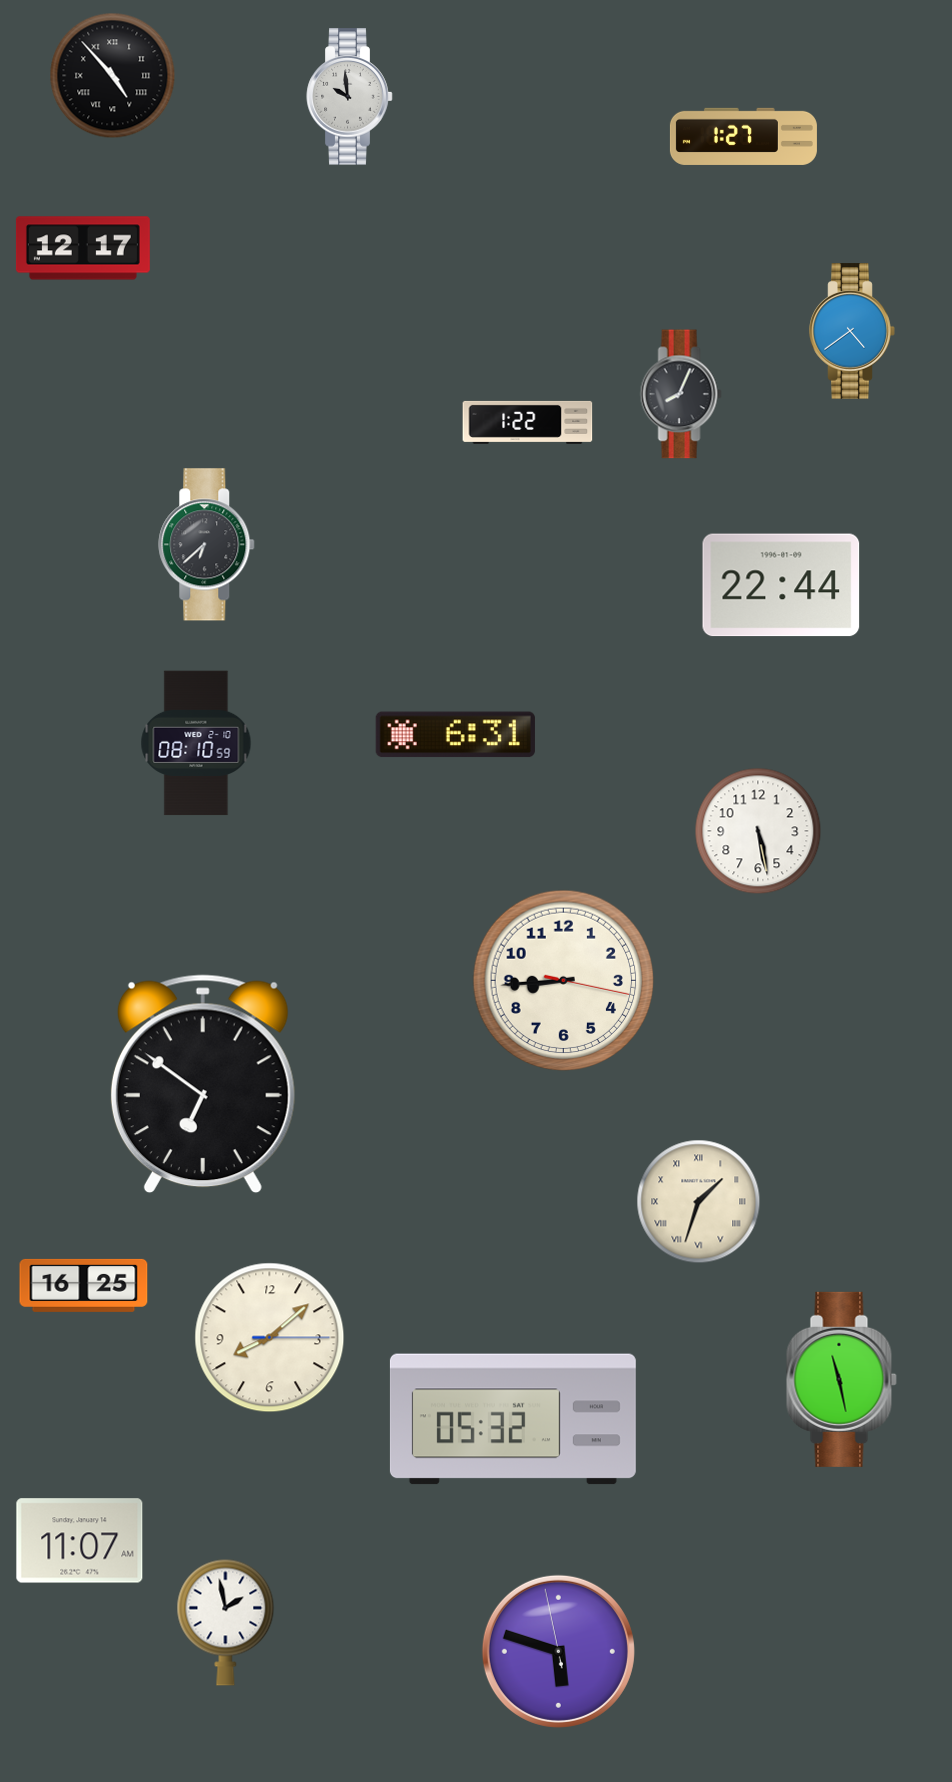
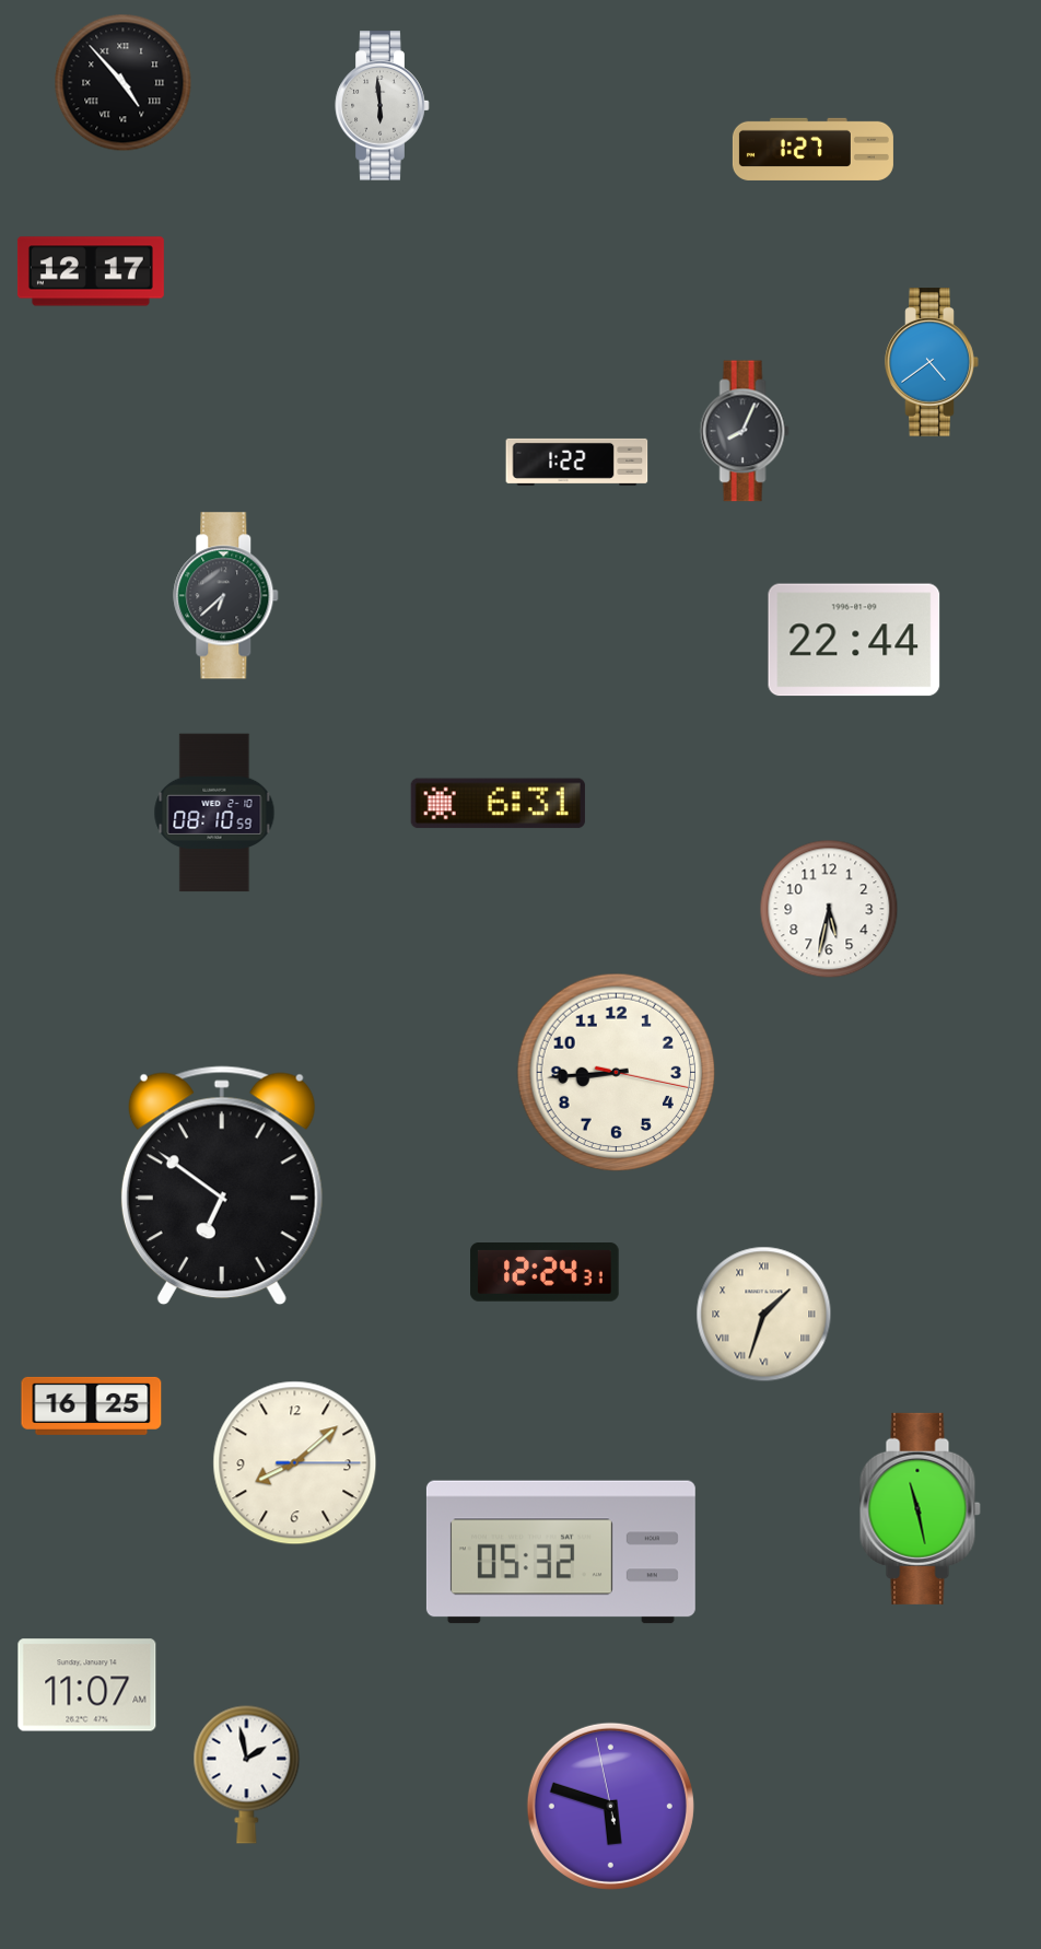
clock at (350, 97): 9:59 -> 5:59
clock at (758, 831): 5:28 -> 5:32
clock at (545, 1273): none -> 12:24
